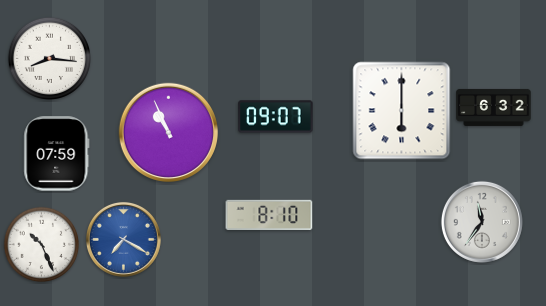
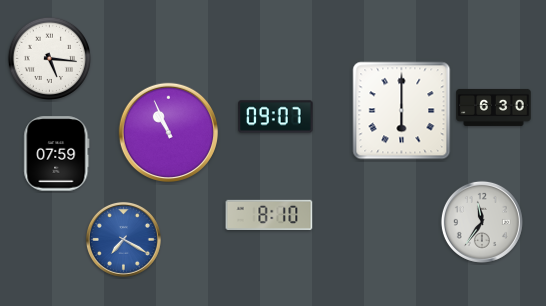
clock at (49, 58): 8:16 -> 5:16
clock at (494, 107): 6:32 -> 6:30
clock at (42, 245): 10:26 -> none
